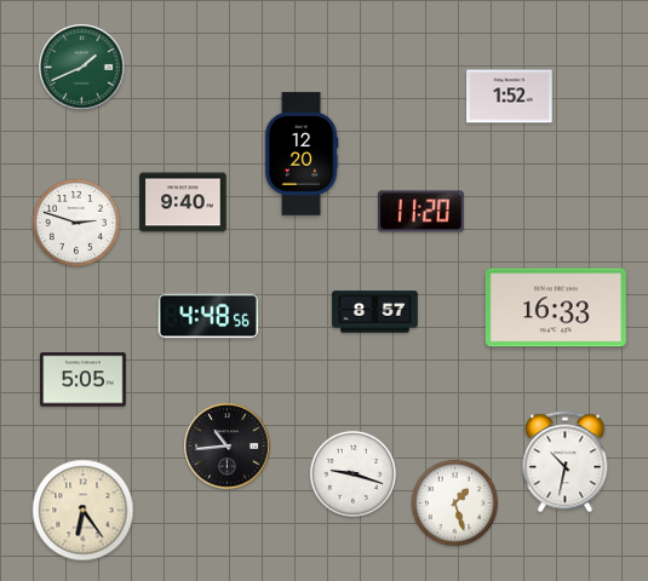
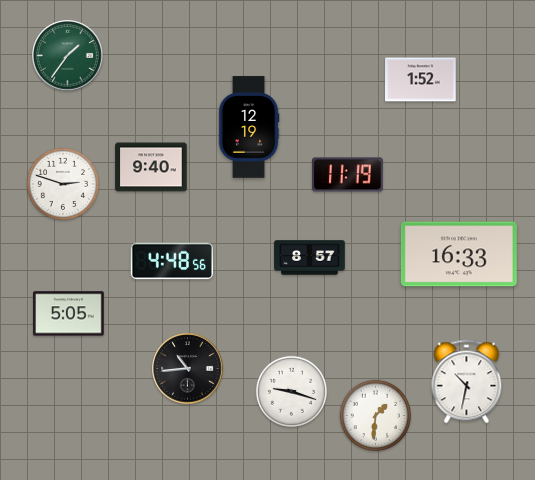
clock at (82, 68): 1:41 -> 1:36
clock at (302, 154): 12:20 -> 12:19
clock at (422, 212): 11:20 -> 11:19
clock at (454, 502): 1:27 -> 1:31
clock at (84, 511): 6:24 -> none
